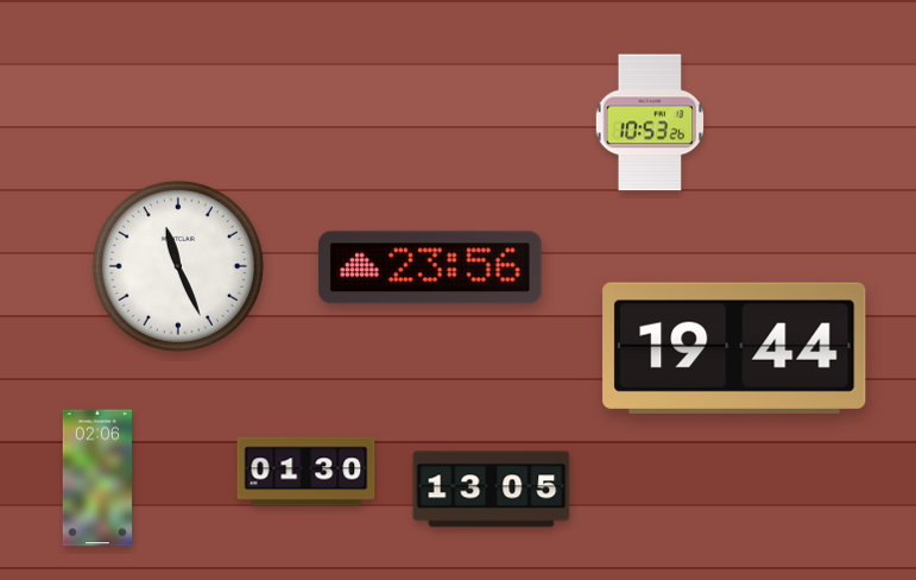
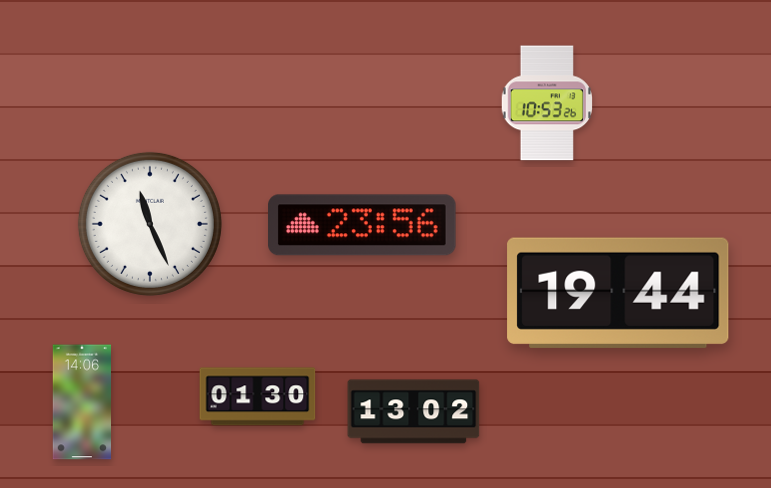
clock at (96, 478): 02:06 -> 14:06
clock at (492, 490): 13:05 -> 13:02
